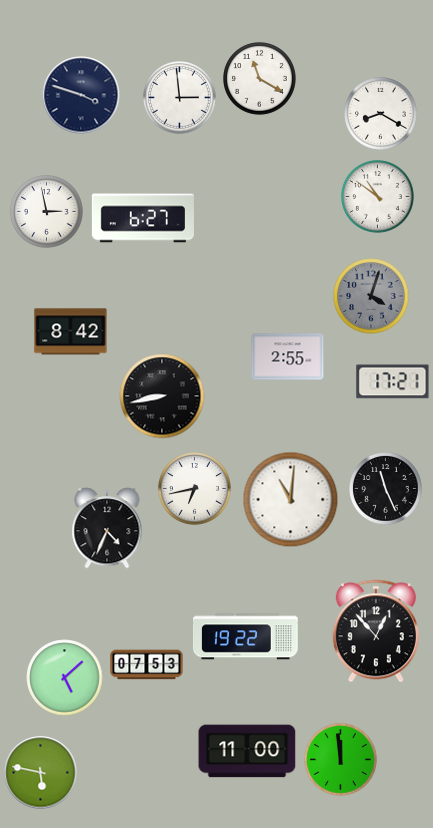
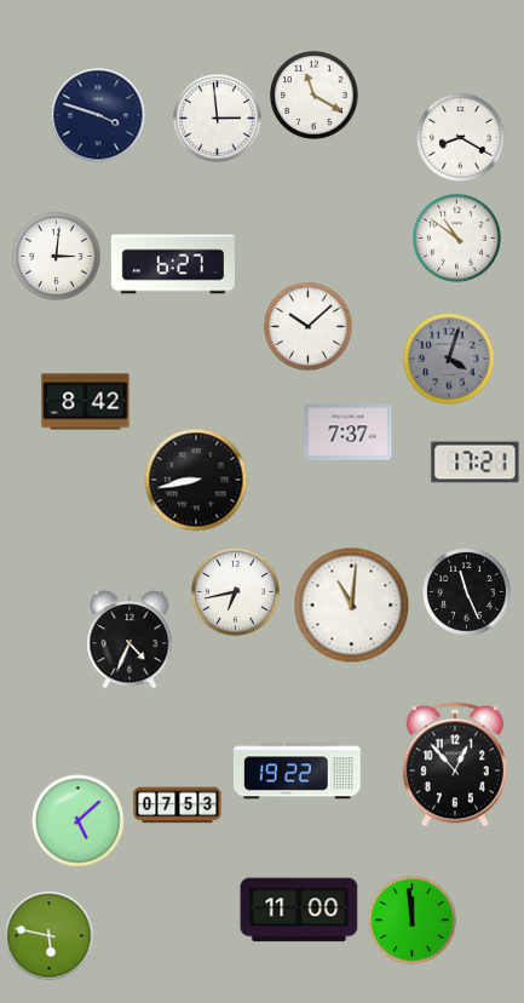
clock at (47, 212): 2:58 -> 3:01
clock at (309, 327): none -> 10:08
clock at (288, 357): 2:55 -> 7:37
